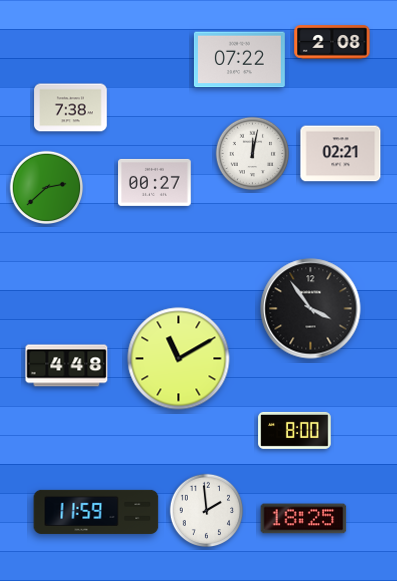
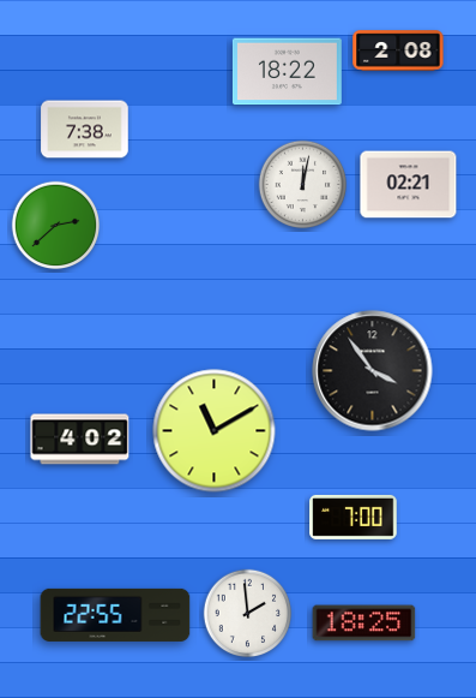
clock at (239, 60): 07:22 -> 18:22
clock at (155, 182): 00:27 -> none
clock at (67, 366): 4:48 -> 4:02
clock at (295, 430): 8:00 -> 7:00
clock at (96, 512): 11:59 -> 22:55
